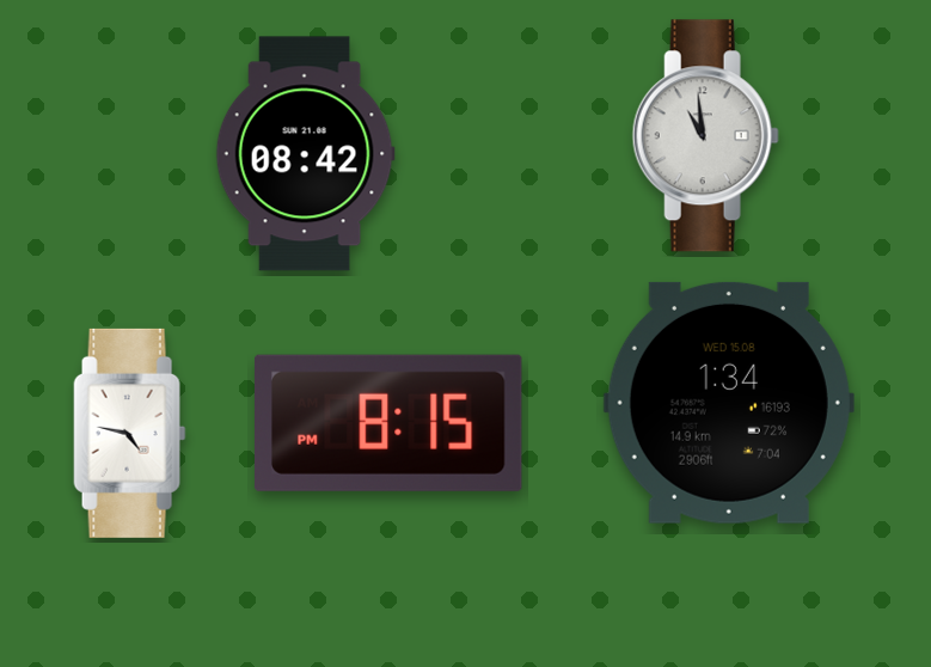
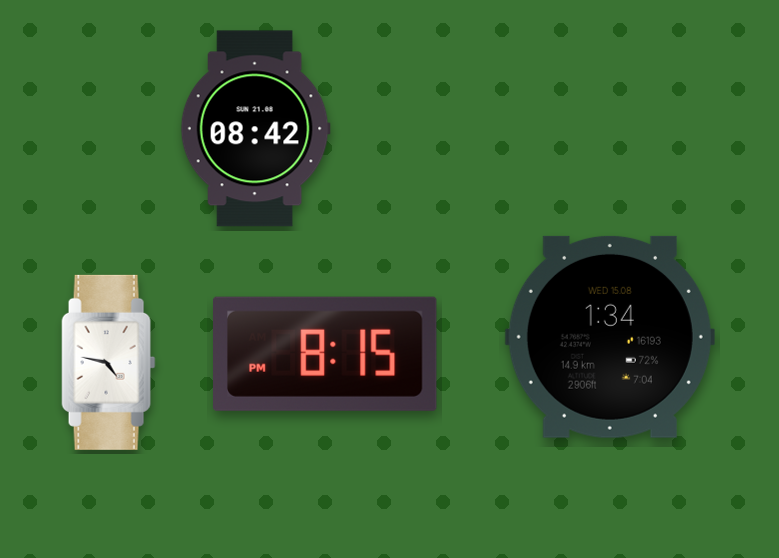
clock at (705, 136): 10:59 -> none
